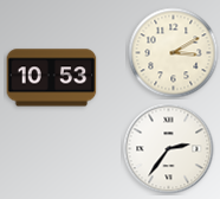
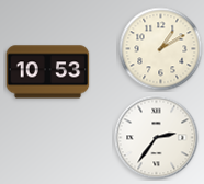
clock at (174, 53): 3:10 -> 1:10
